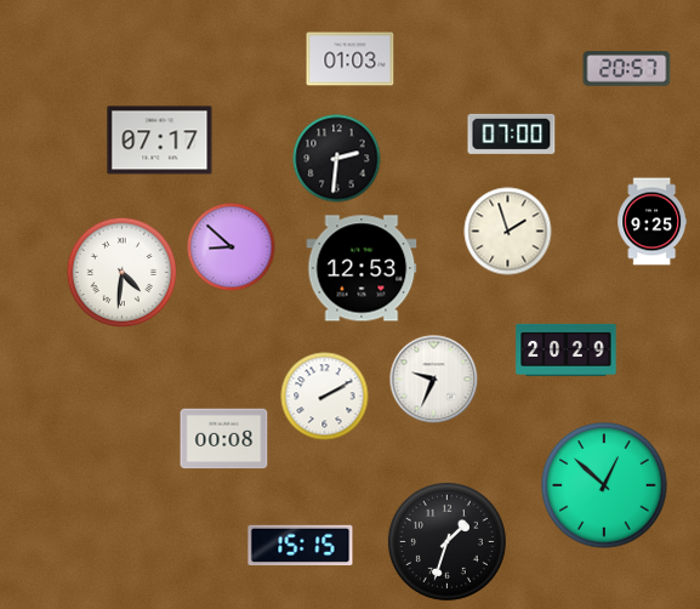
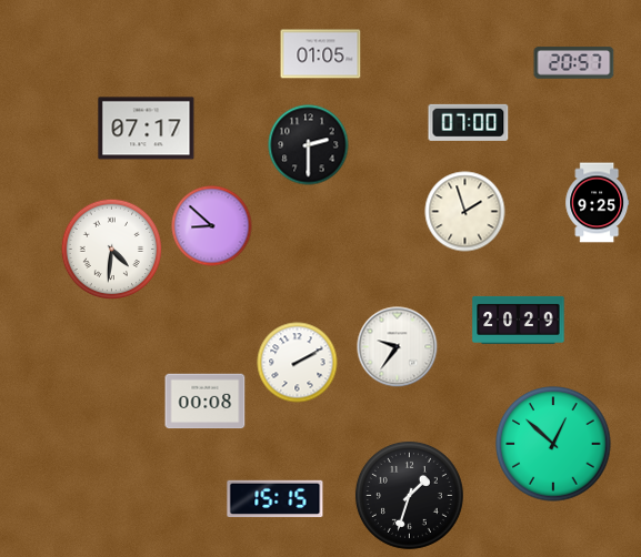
clock at (351, 59): 01:03 -> 01:05
clock at (337, 159): 2:31 -> 2:30
clock at (362, 268): 12:53 -> none
clock at (434, 380): 9:34 -> 9:36
